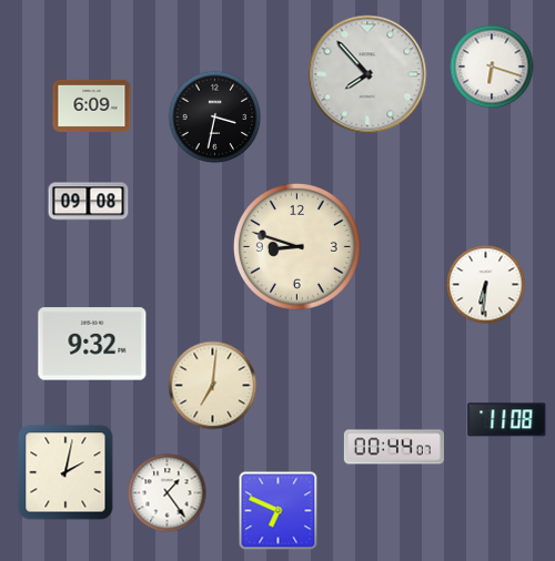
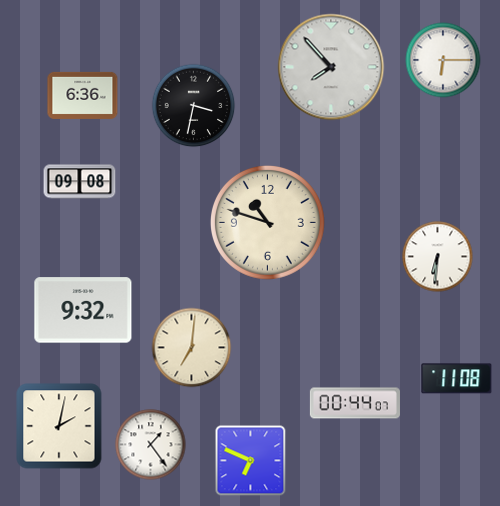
clock at (492, 67): 6:18 -> 6:15
clock at (92, 105): 6:09 -> 6:36
clock at (296, 246): 8:48 -> 10:48
